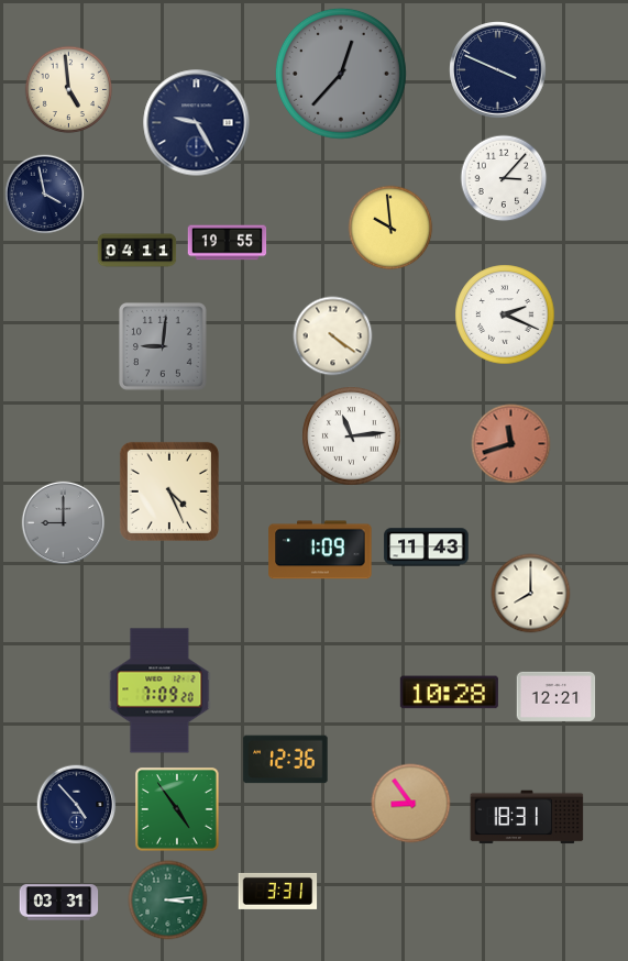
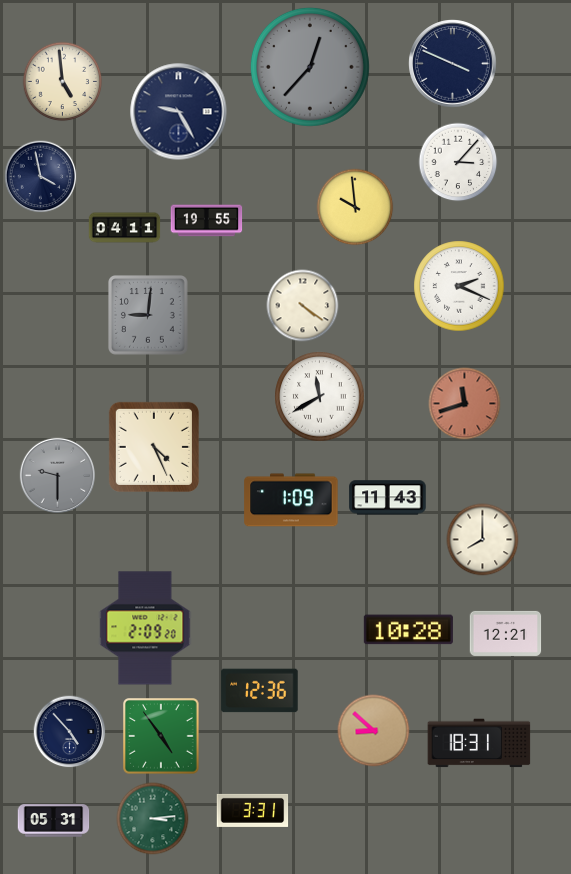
clock at (352, 437): 11:14 -> 11:40
clock at (63, 522): 9:00 -> 9:30
clock at (159, 691): 7:09 -> 2:09
clock at (411, 804): 8:54 -> 8:52
clock at (59, 903): 03:31 -> 05:31
